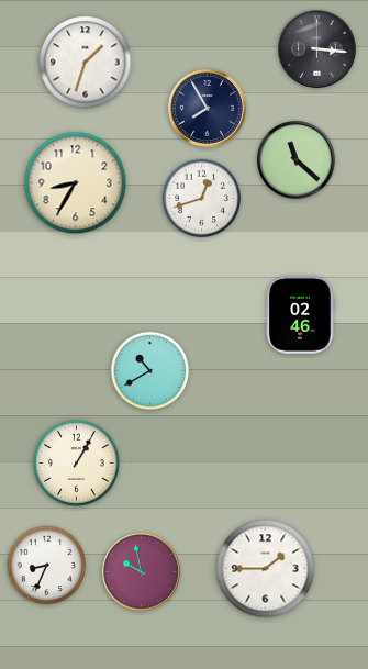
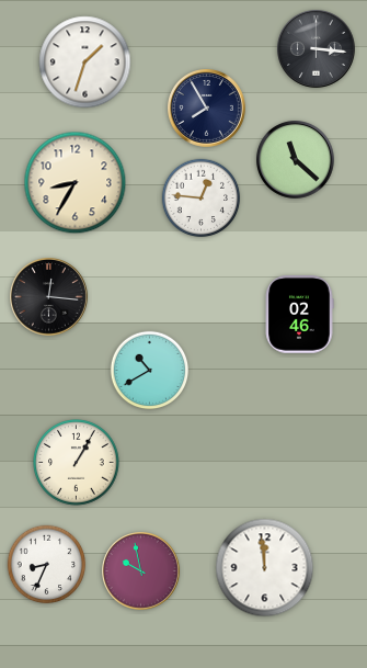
clock at (202, 199): 12:42 -> 12:46
clock at (49, 297): none -> 12:16
clock at (266, 569): 1:45 -> 11:59
